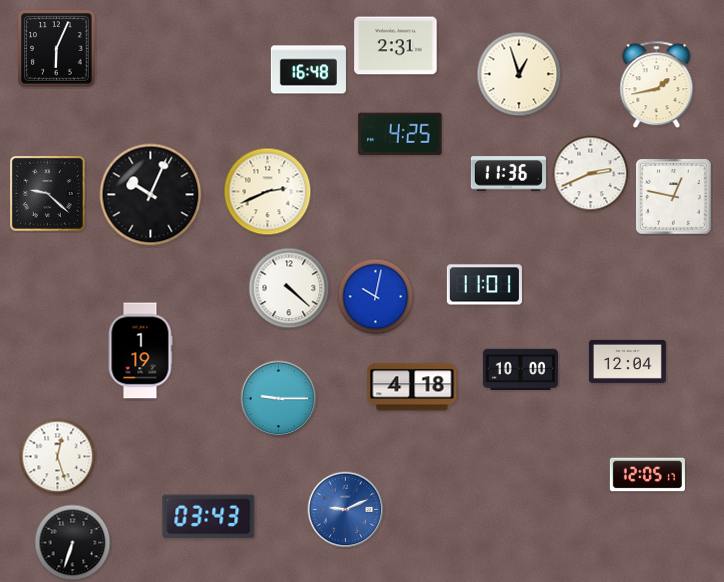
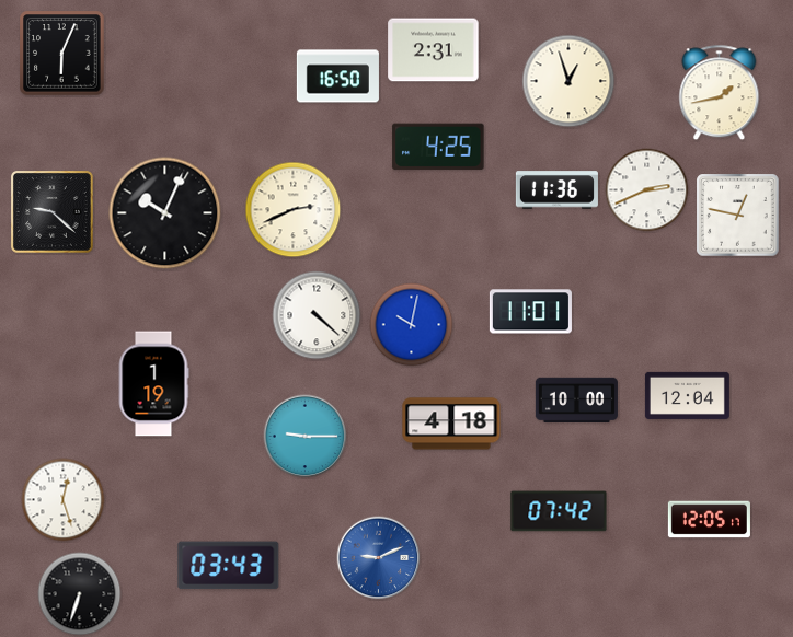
clock at (308, 70): 16:48 -> 16:50
clock at (520, 370) position: (520, 370) -> (576, 401)
clock at (559, 511): none -> 07:42
